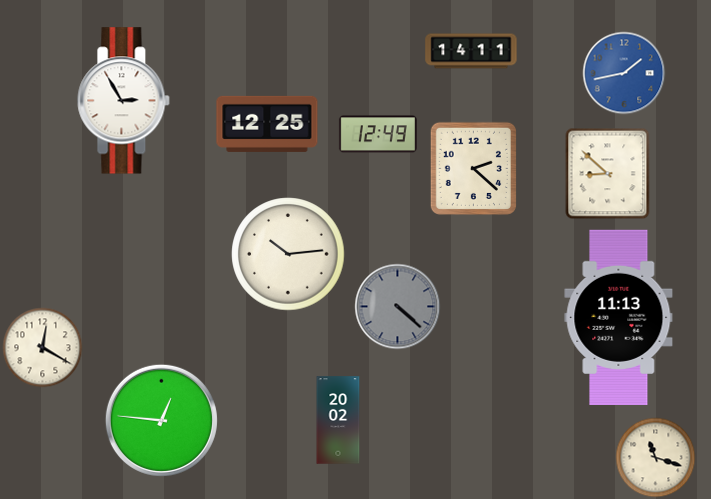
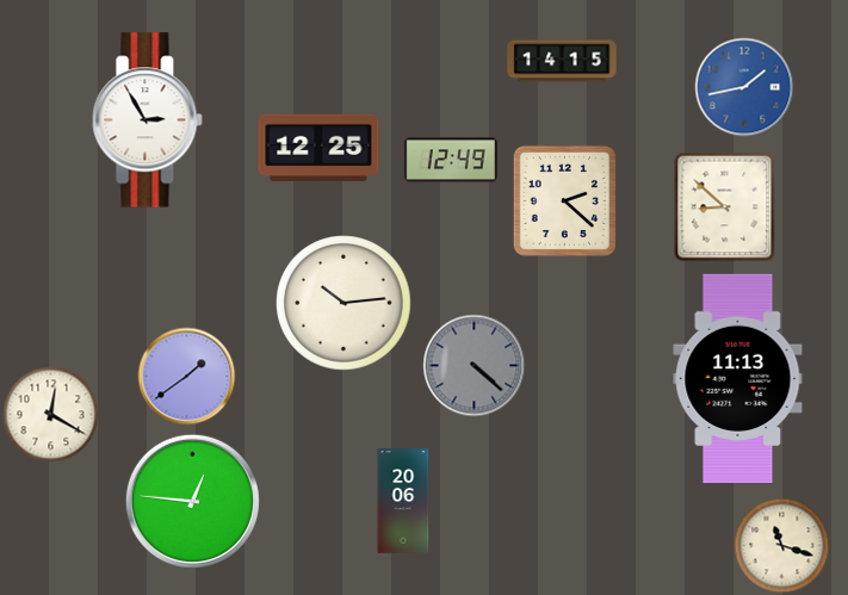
clock at (471, 51): 14:11 -> 14:15
clock at (186, 376): none -> 1:39
clock at (338, 420): 20:02 -> 20:06
